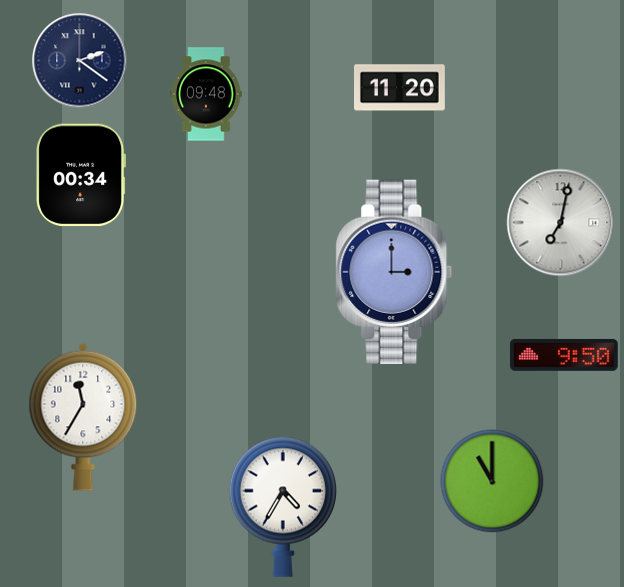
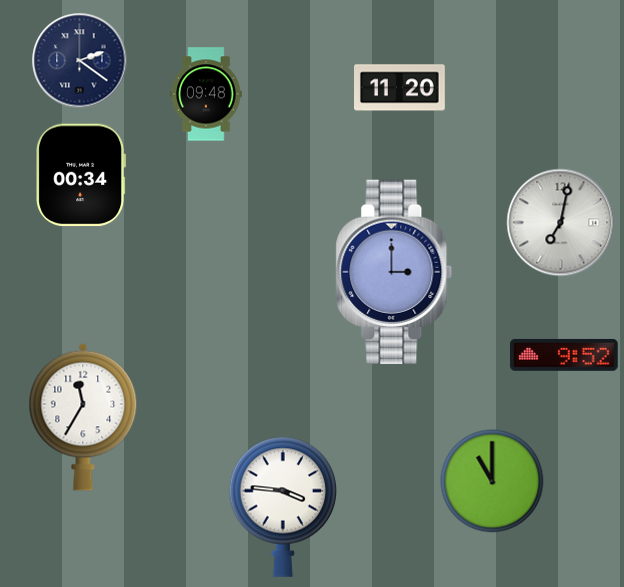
clock at (565, 355): 9:50 -> 9:52
clock at (283, 507): 4:35 -> 3:46
